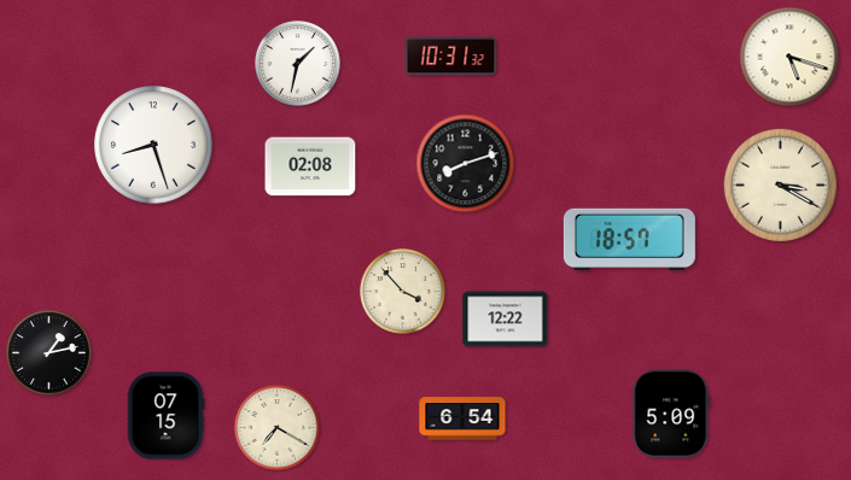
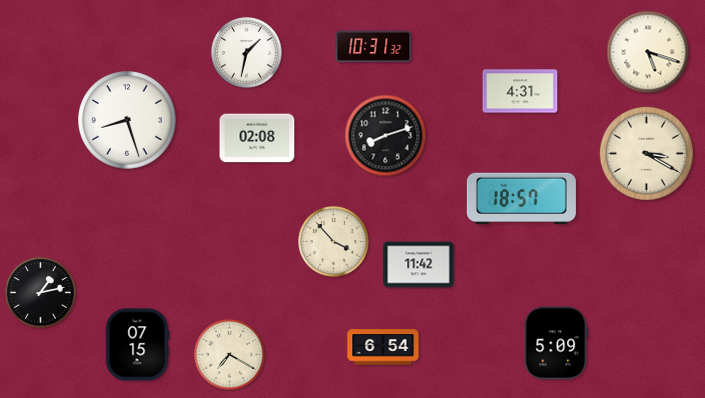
clock at (789, 57) position: (789, 57) -> (648, 52)
clock at (520, 91): none -> 4:31
clock at (506, 320): 12:22 -> 11:42
